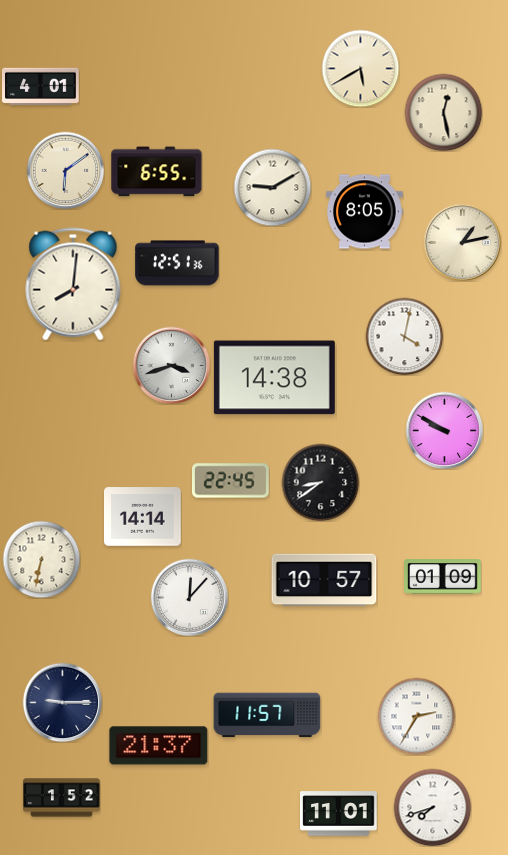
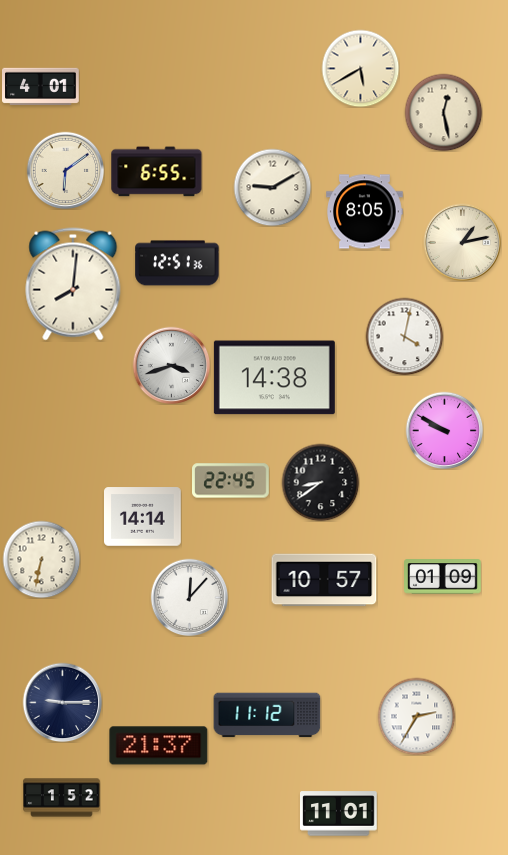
clock at (267, 715): 11:57 -> 11:12
clock at (432, 807): 7:42 -> none
